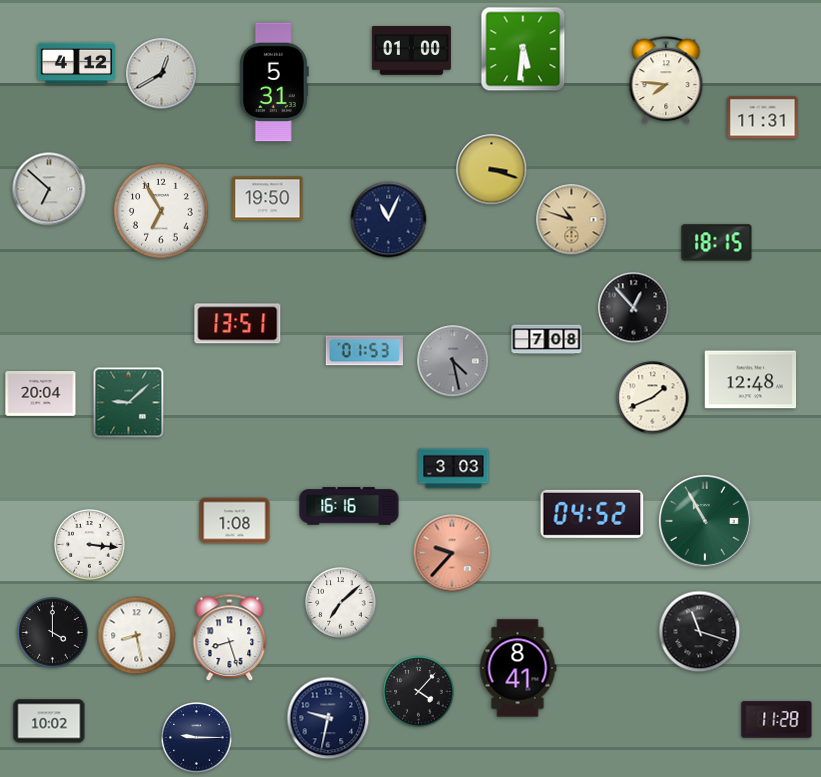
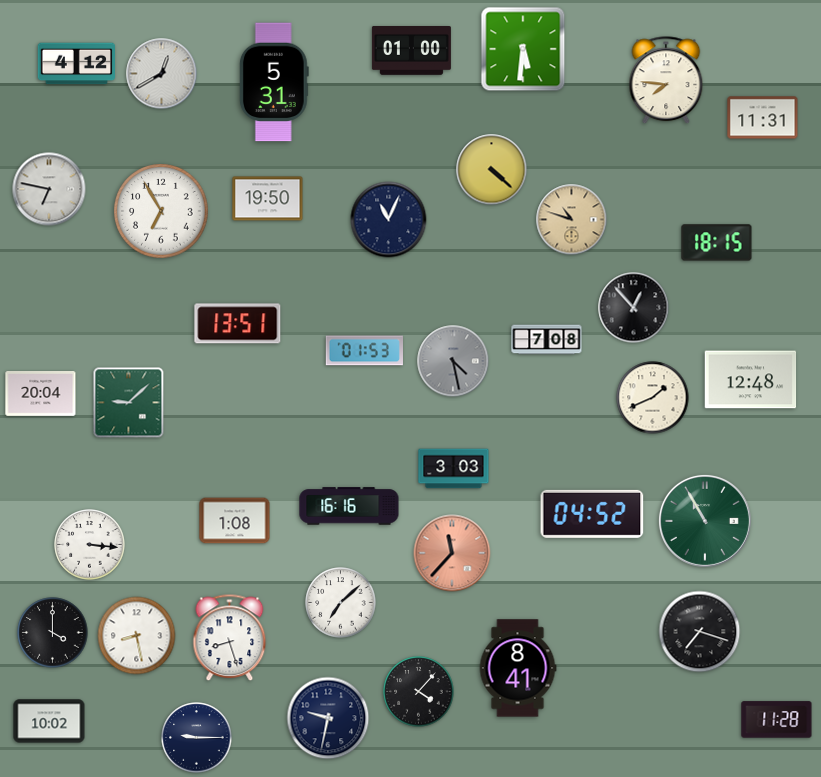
clock at (492, 170): 3:18 -> 4:22
clock at (49, 189): 6:52 -> 6:47
clock at (452, 553): 9:37 -> 11:37
clock at (700, 632): 11:18 -> 7:18
